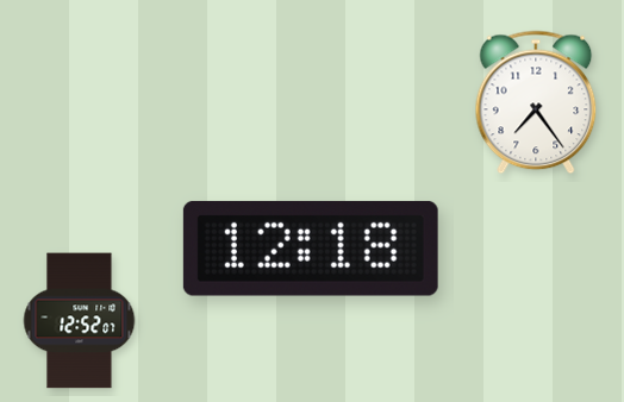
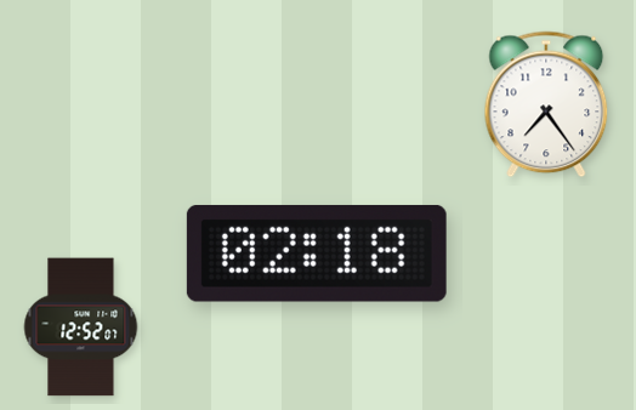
clock at (311, 249): 12:18 -> 02:18
